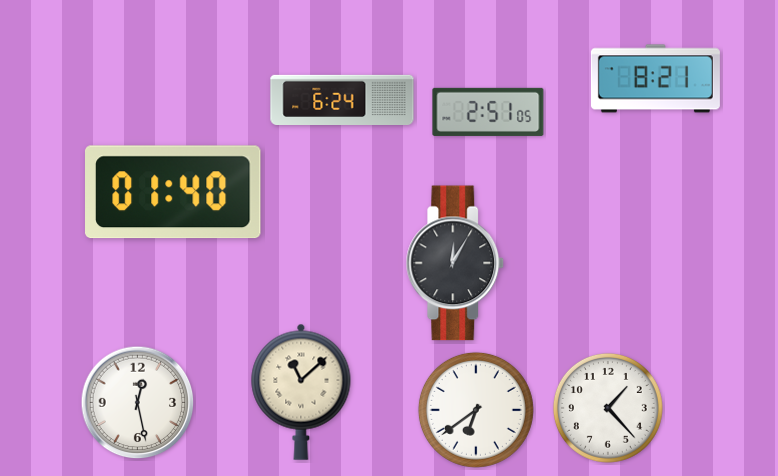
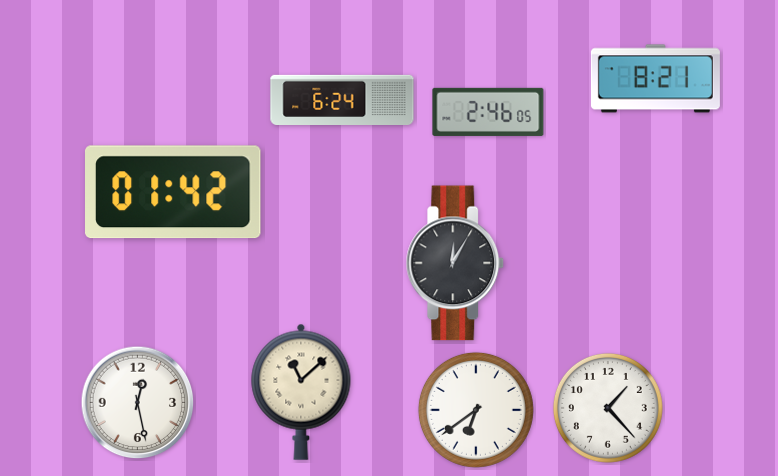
clock at (488, 112): 2:51 -> 2:46
clock at (173, 192): 01:40 -> 01:42
